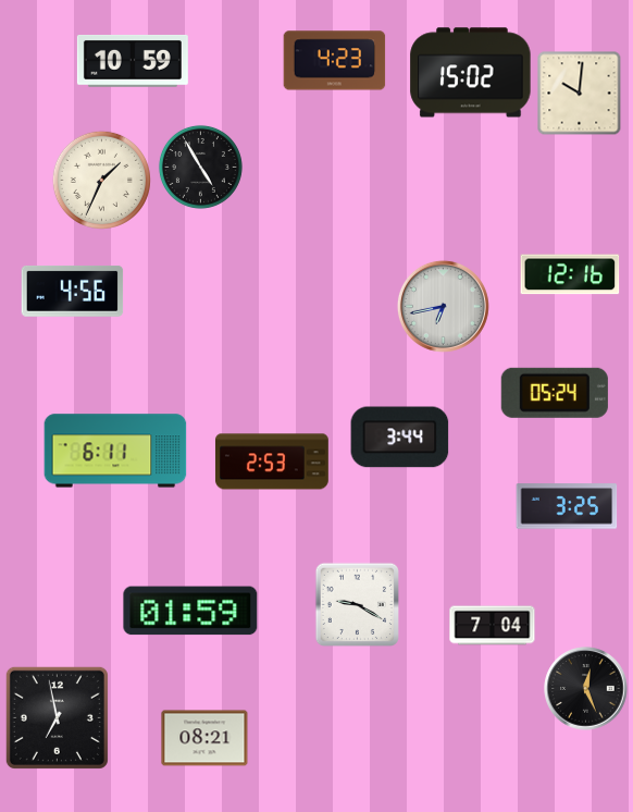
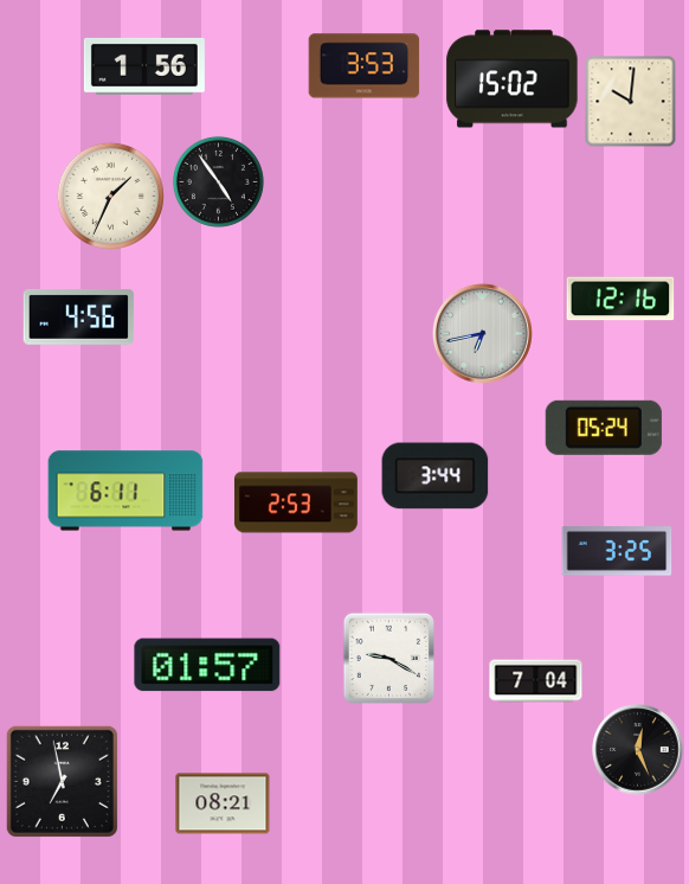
clock at (133, 61): 10:59 -> 1:56
clock at (335, 61): 4:23 -> 3:53
clock at (200, 167): 4:55 -> 4:54
clock at (190, 611): 01:59 -> 01:57
